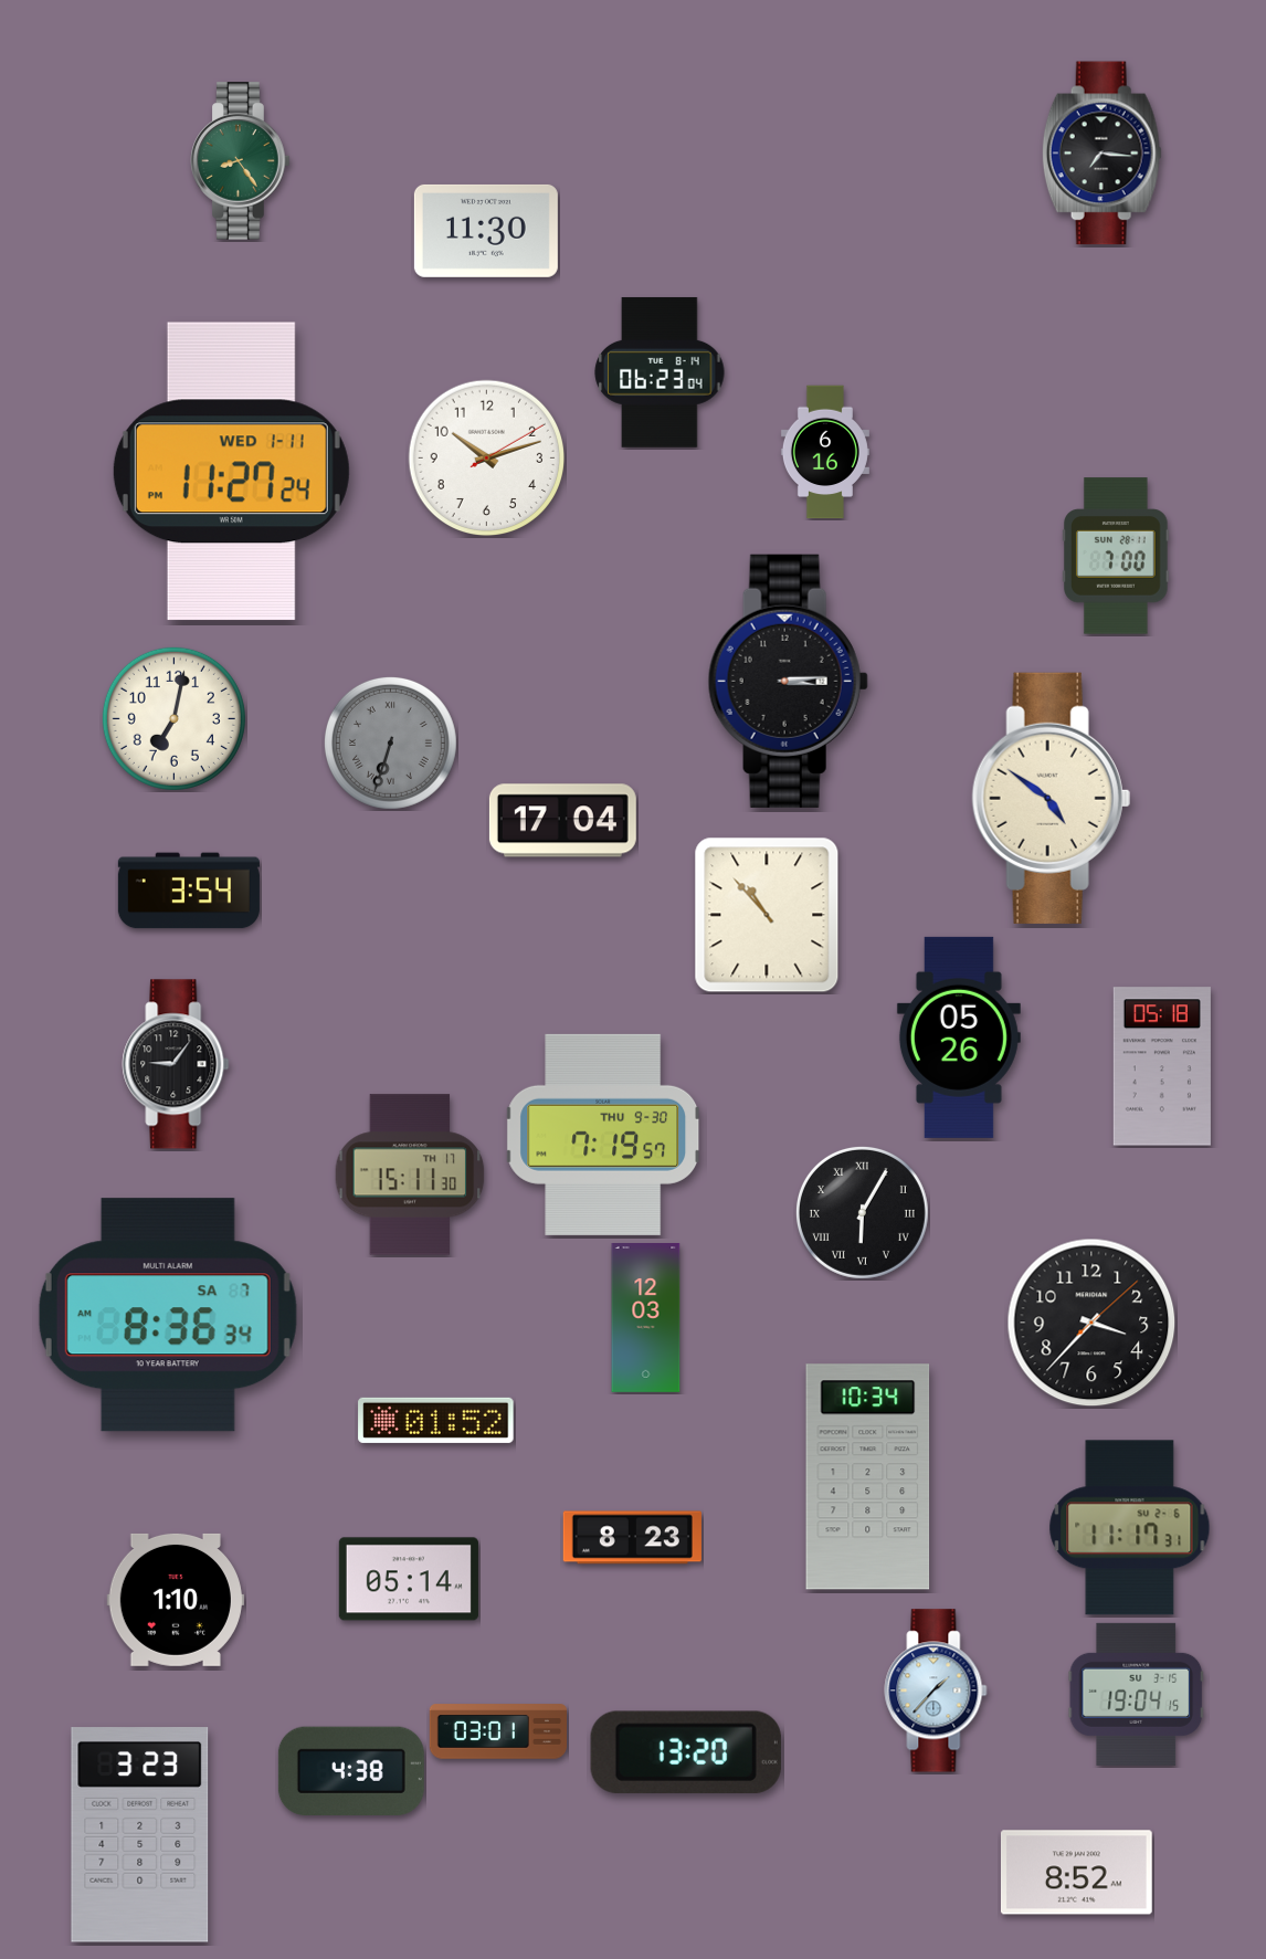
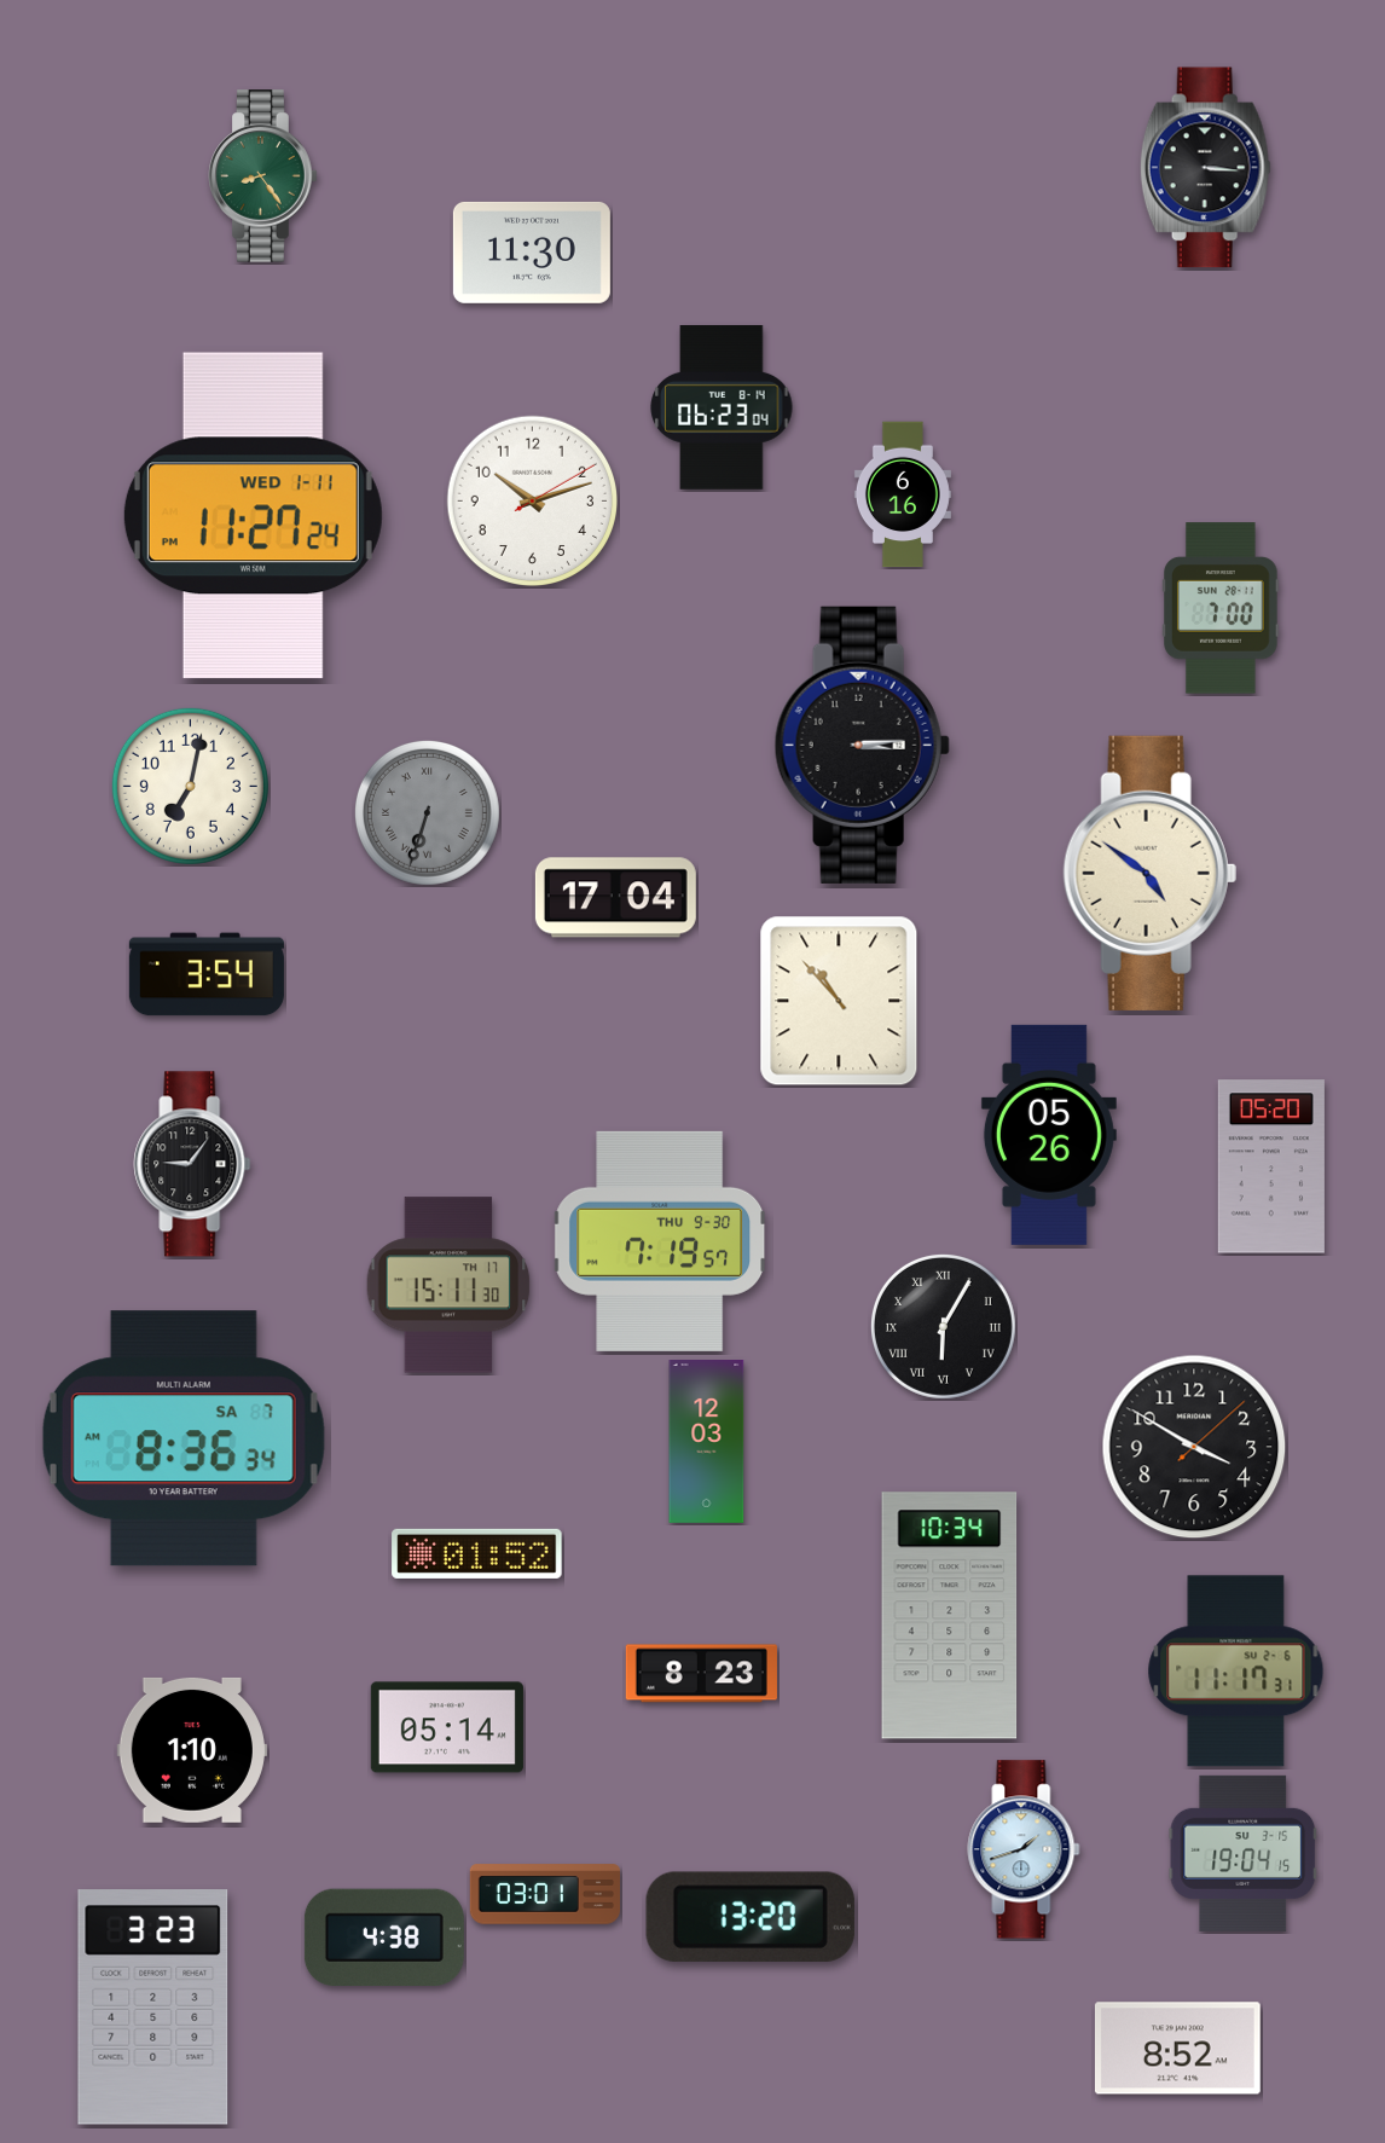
clock at (1101, 154): 7:16 -> 3:16
clock at (1162, 1066): 05:18 -> 05:20
clock at (1091, 1323): 3:37 -> 3:50
clock at (632, 1538) position: (632, 1538) -> (701, 1674)
clock at (936, 1691): 1:37 -> 1:42
